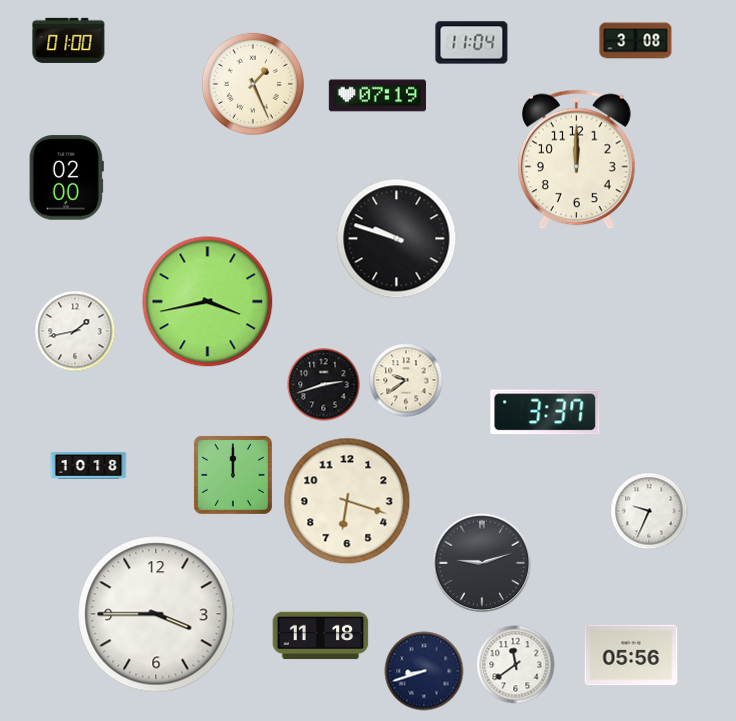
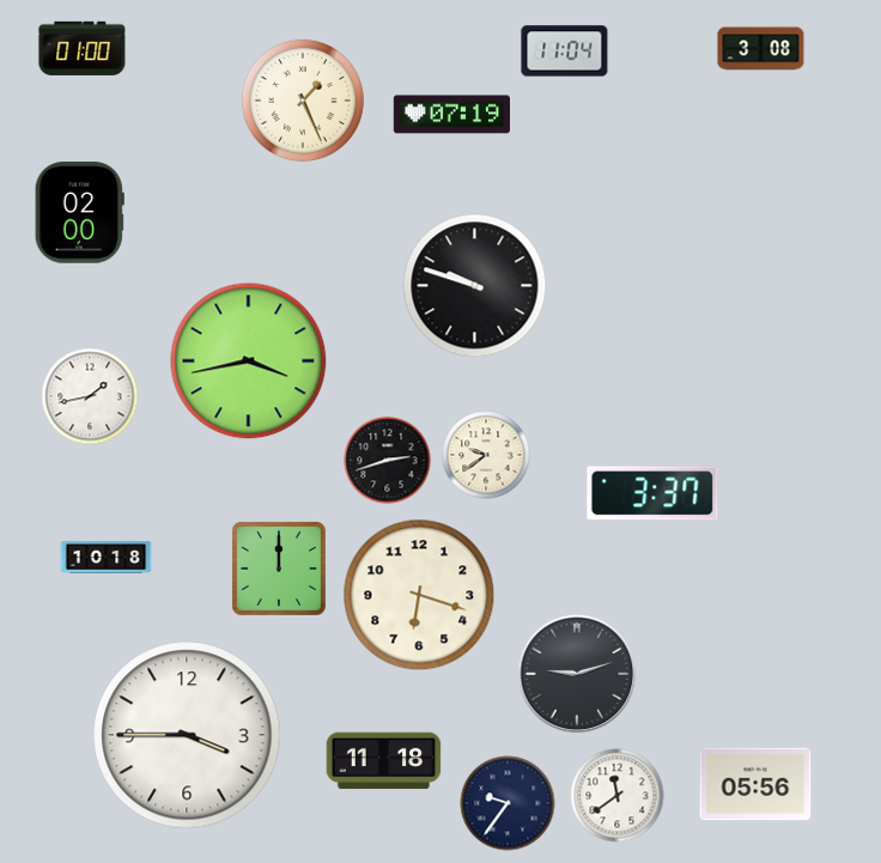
clock at (576, 160): 12:00 -> none
clock at (347, 501) position: (347, 501) -> (419, 595)
clock at (649, 511): 9:34 -> none
clock at (424, 671): 8:42 -> 9:36
